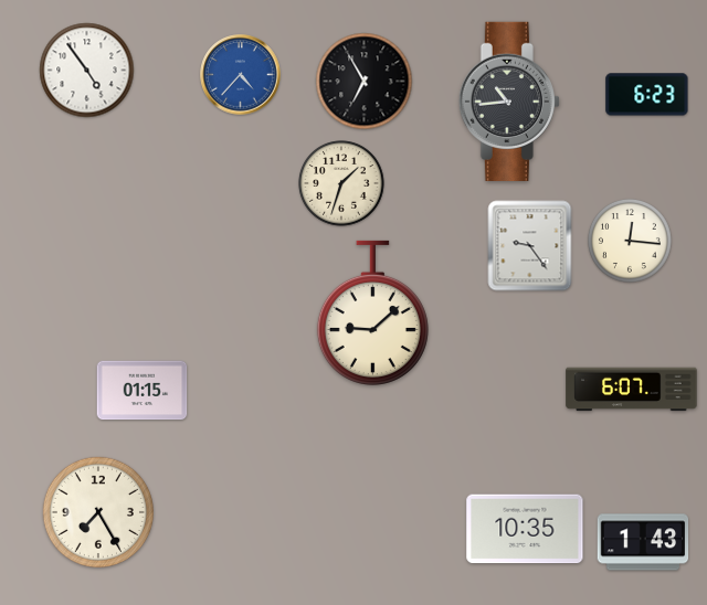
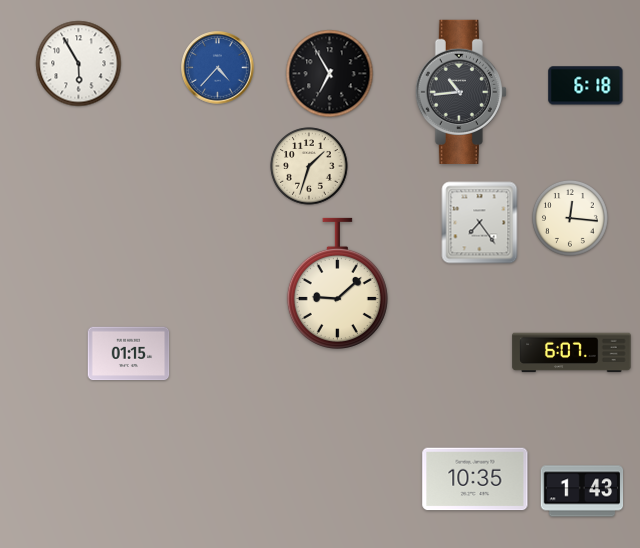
clock at (87, 71): 4:54 -> 5:55
clock at (647, 95): 6:23 -> 6:18
clock at (530, 246): 9:24 -> 7:24
clock at (97, 511): 7:25 -> none
